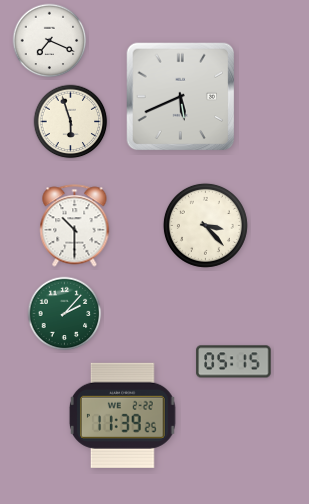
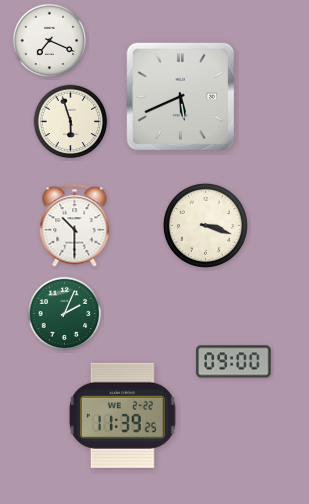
clock at (205, 225): 3:23 -> 3:18
clock at (65, 314): 2:07 -> 2:04
clock at (234, 362): 05:15 -> 09:00
